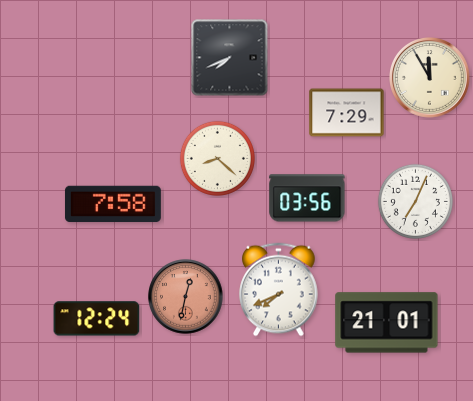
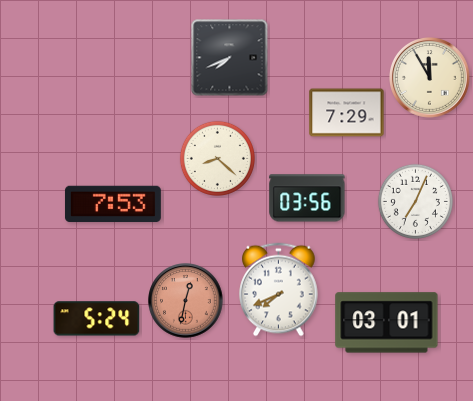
clock at (113, 204): 7:58 -> 7:53
clock at (186, 297) position: (186, 297) -> (186, 301)
clock at (97, 319): 12:24 -> 5:24
clock at (387, 323): 21:01 -> 03:01
